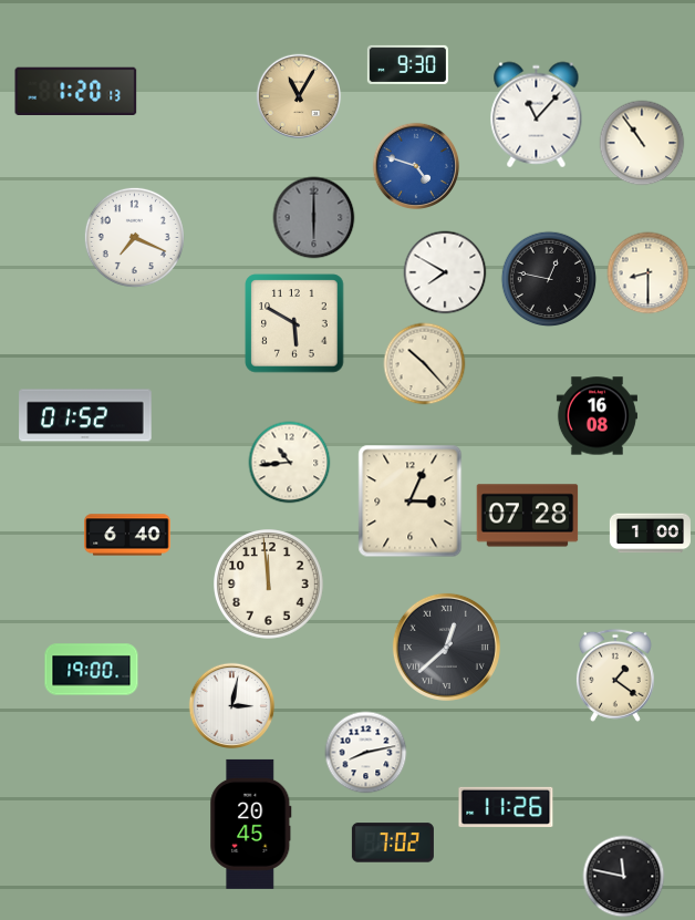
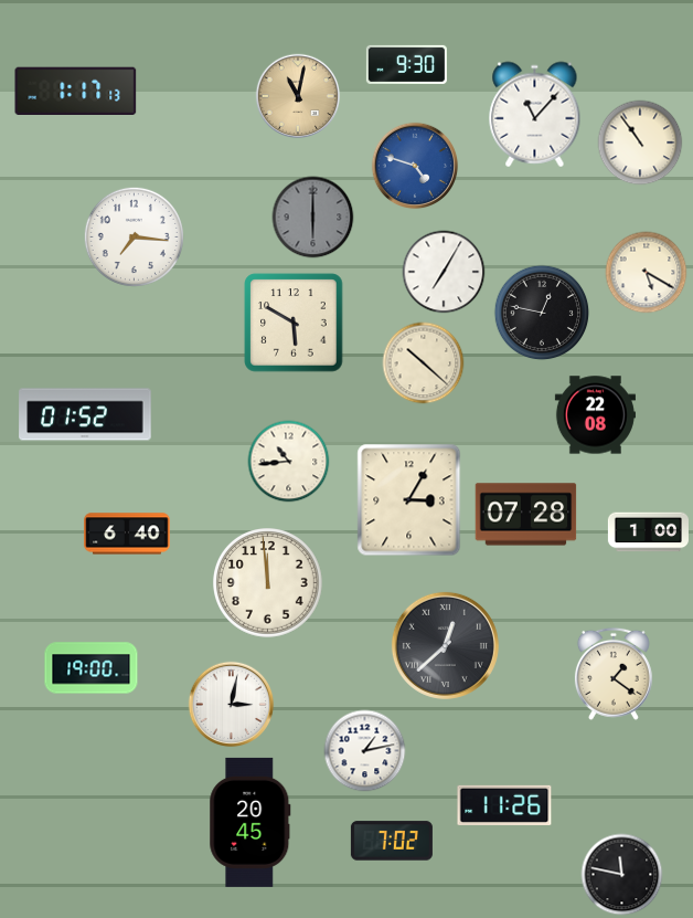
clock at (76, 92): 1:20 -> 1:17
clock at (299, 96): 11:05 -> 11:02
clock at (134, 237): 7:19 -> 7:16
clock at (445, 272): 7:50 -> 7:05
clock at (649, 273): 8:30 -> 5:20
clock at (549, 279) position: (549, 279) -> (542, 313)
clock at (425, 364): 10:23 -> 10:22
clock at (597, 416): 16:08 -> 22:08
clock at (411, 502): 3:04 -> 3:05
clock at (366, 753): 8:13 -> 1:13
